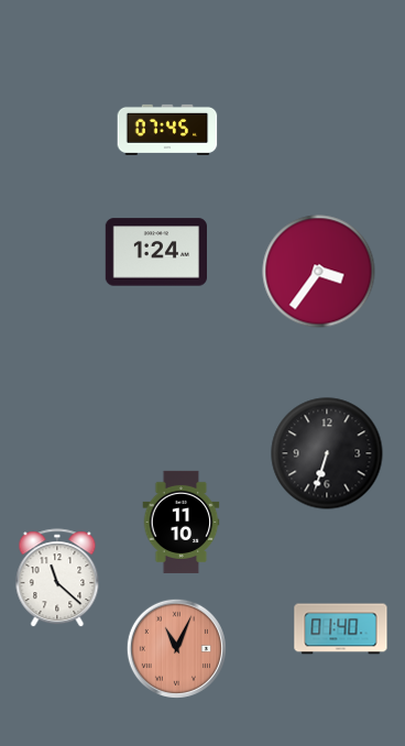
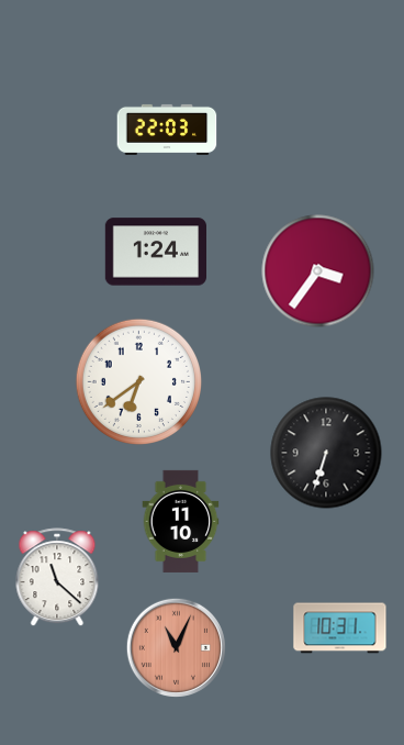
clock at (167, 130): 07:45 -> 22:03
clock at (138, 381): none -> 6:39
clock at (341, 629): 01:40 -> 10:31
